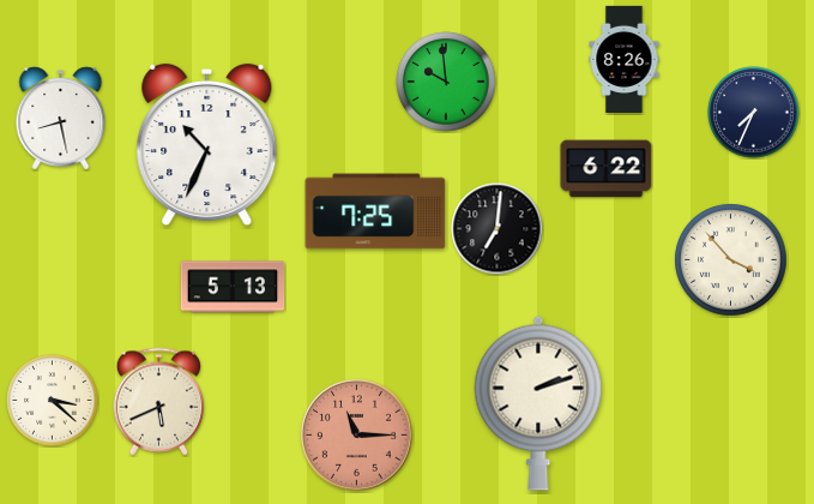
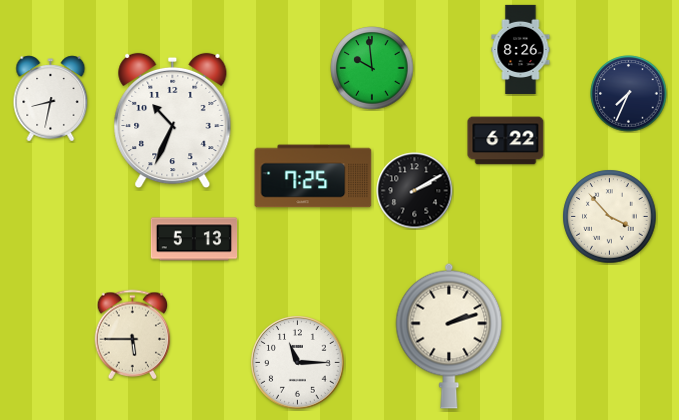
clock at (61, 119): 8:28 -> 8:32
clock at (498, 229): 7:01 -> 2:10
clock at (53, 401): 3:22 -> none
clock at (159, 402): 5:41 -> 5:45
clock at (357, 436) dial: salmon -> white
